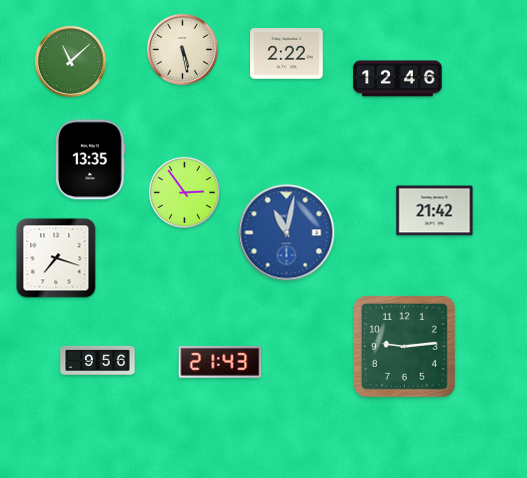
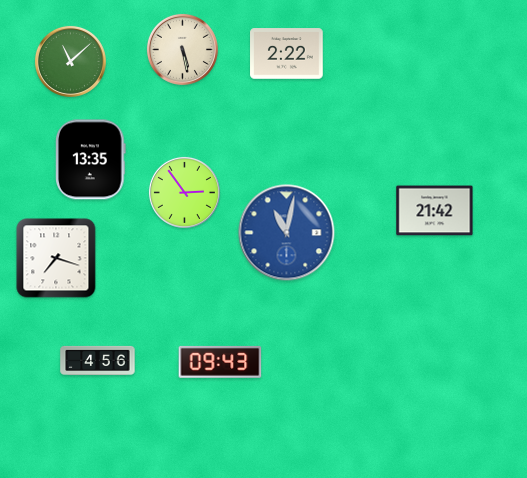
clock at (398, 79): 12:46 -> none
clock at (404, 346): 9:14 -> none
clock at (98, 360): 9:56 -> 4:56
clock at (220, 362): 21:43 -> 09:43
